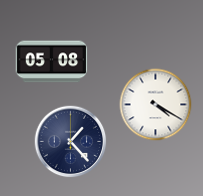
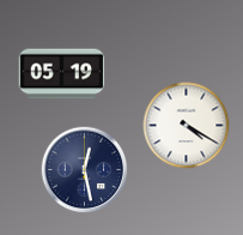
clock at (52, 62): 05:08 -> 05:19
clock at (71, 142): 1:23 -> 12:28
